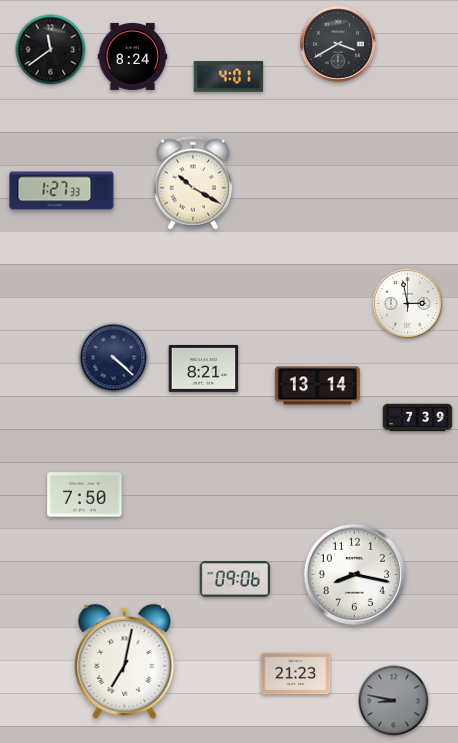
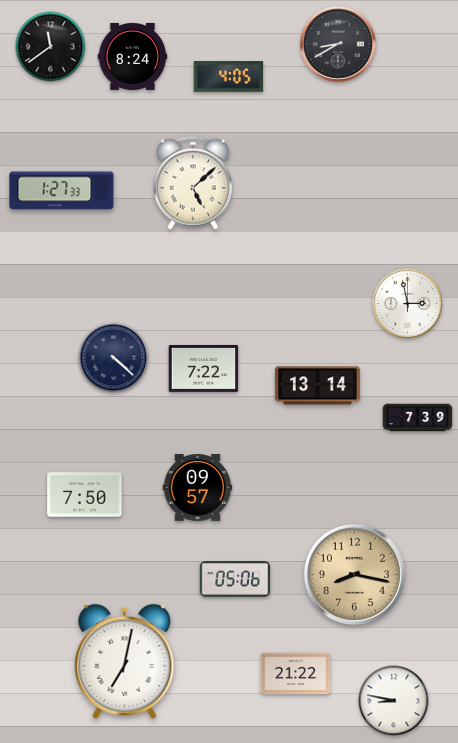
clock at (339, 45): 3:40 -> 8:40
clock at (51, 50) position: (51, 50) -> (51, 47)
clock at (229, 77): 4:01 -> 4:05
clock at (193, 183): 10:20 -> 5:08
clock at (204, 368): 8:21 -> 7:22
clock at (198, 488): none -> 09:57
clock at (354, 574) dial: white -> champagne
clock at (235, 579): 09:06 -> 05:06
clock at (296, 674): 21:23 -> 21:22
clock at (394, 701) dial: grey -> white
